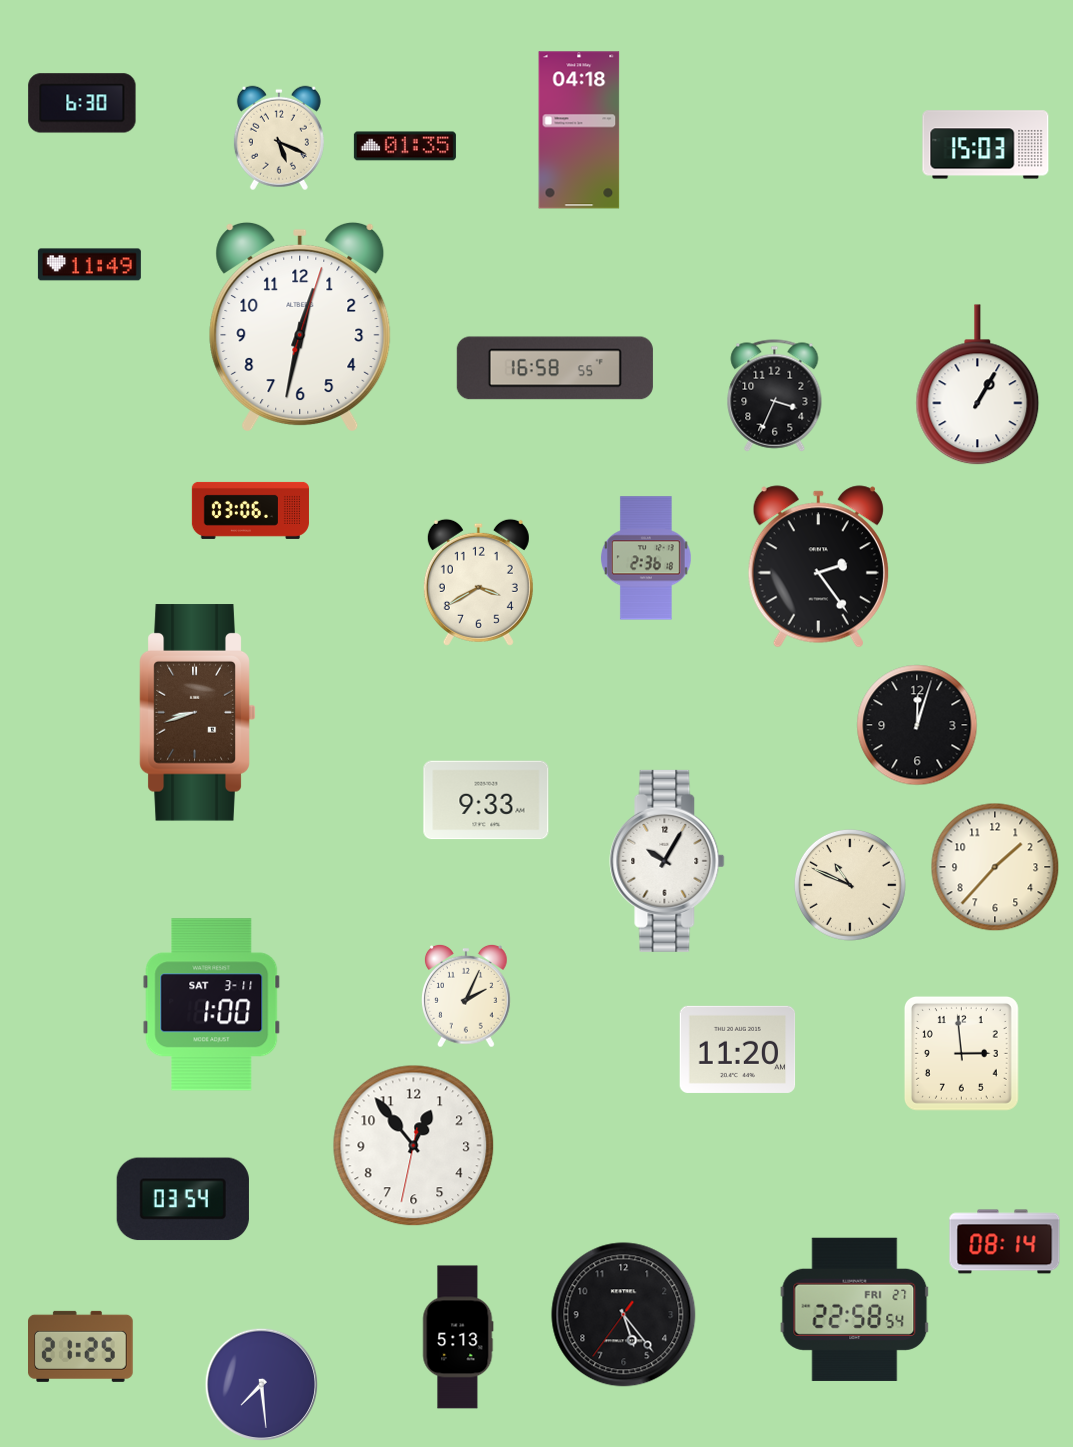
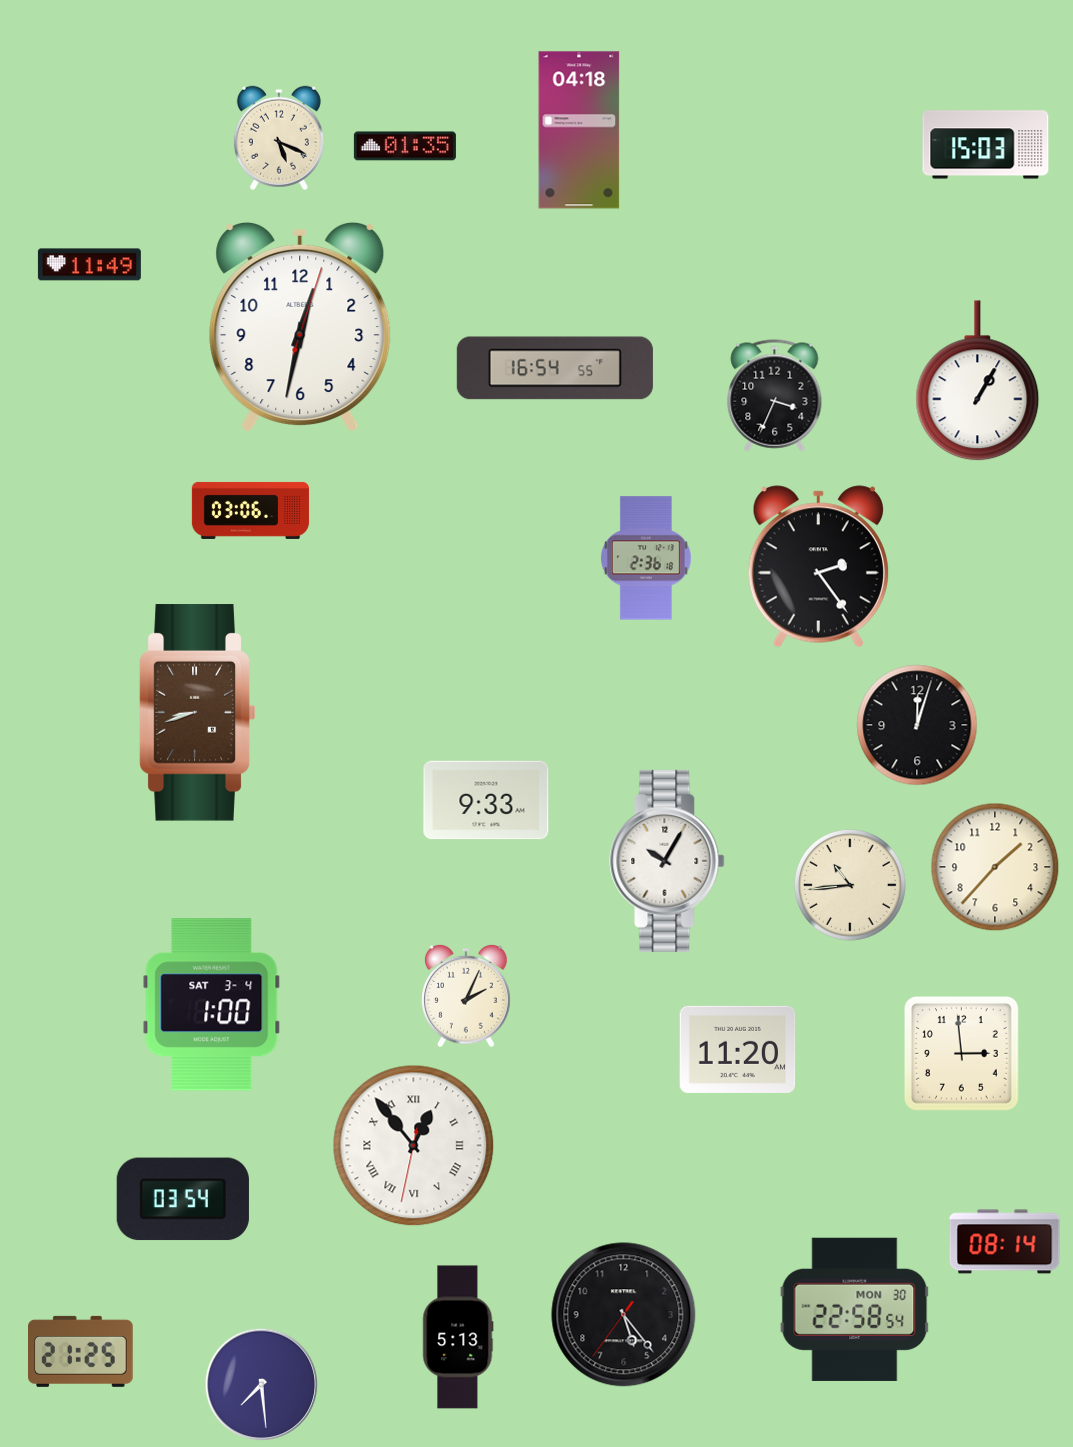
clock at (82, 103): 6:30 -> none
clock at (555, 368): 16:58 -> 16:54
clock at (978, 385) position: (978, 385) -> (978, 381)
clock at (478, 582): 3:40 -> none
clock at (850, 885): 10:49 -> 10:44
clock at (212, 1005) date: SAT 3-11 -> SAT 3-4
clock at (414, 1146) numerals: Arabic -> Roman
clock at (855, 1309) date: FRI 27 -> MON 30
clock at (81, 1346) position: (81, 1346) -> (81, 1351)
